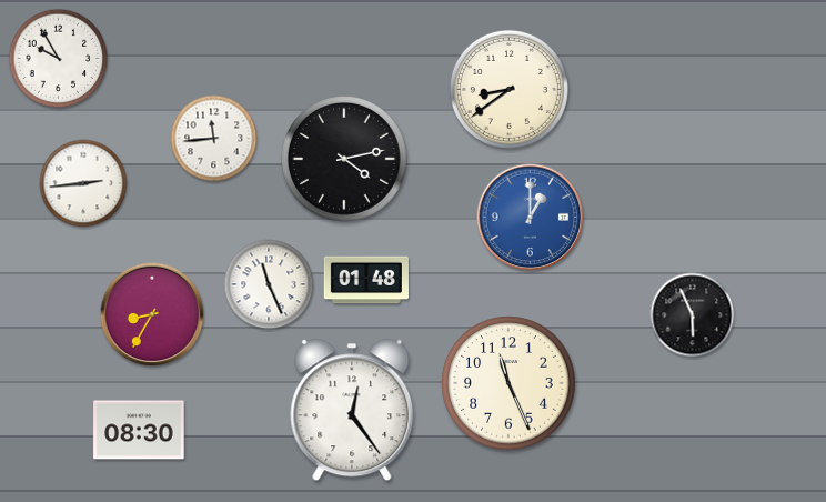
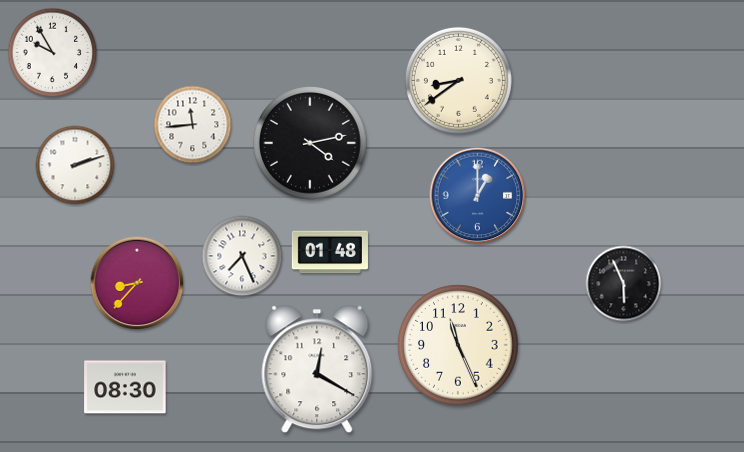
clock at (83, 183): 2:44 -> 2:12
clock at (269, 284): 11:26 -> 7:26
clock at (152, 314): 8:35 -> 8:37
clock at (352, 410): 12:24 -> 12:20
